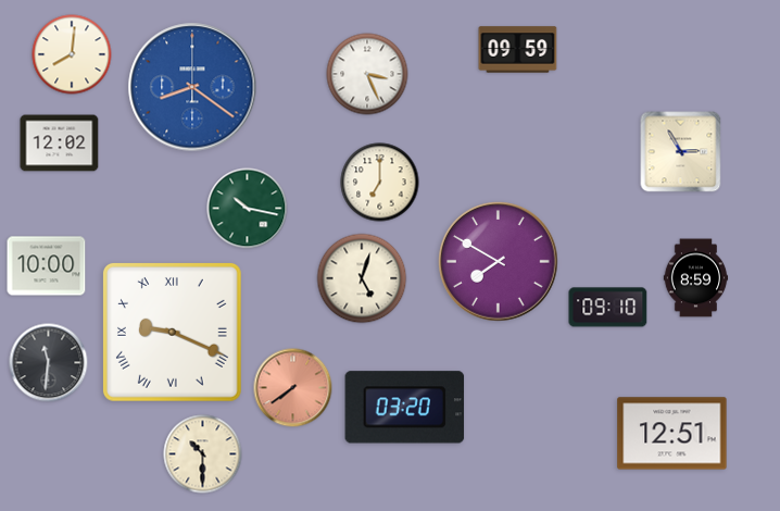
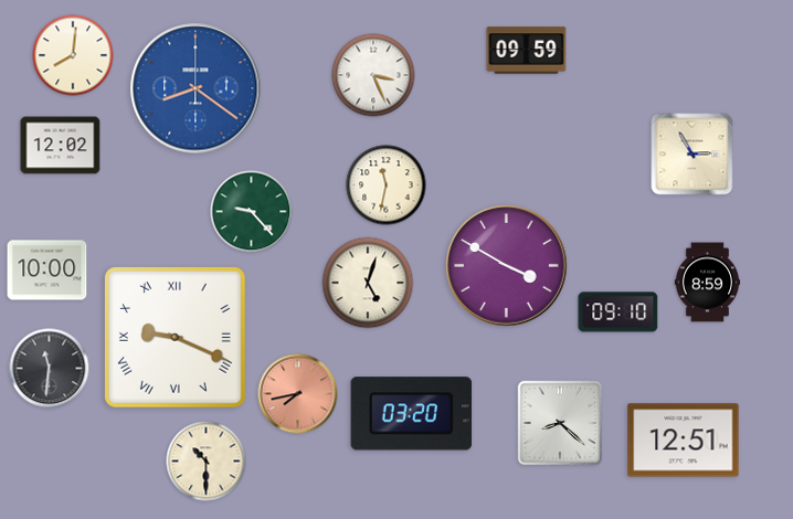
clock at (380, 183): 7:00 -> 11:32
clock at (248, 209): 10:17 -> 9:23
clock at (499, 262): 7:50 -> 3:50
clock at (293, 388): 7:39 -> 7:43
clock at (560, 423): none -> 8:22
